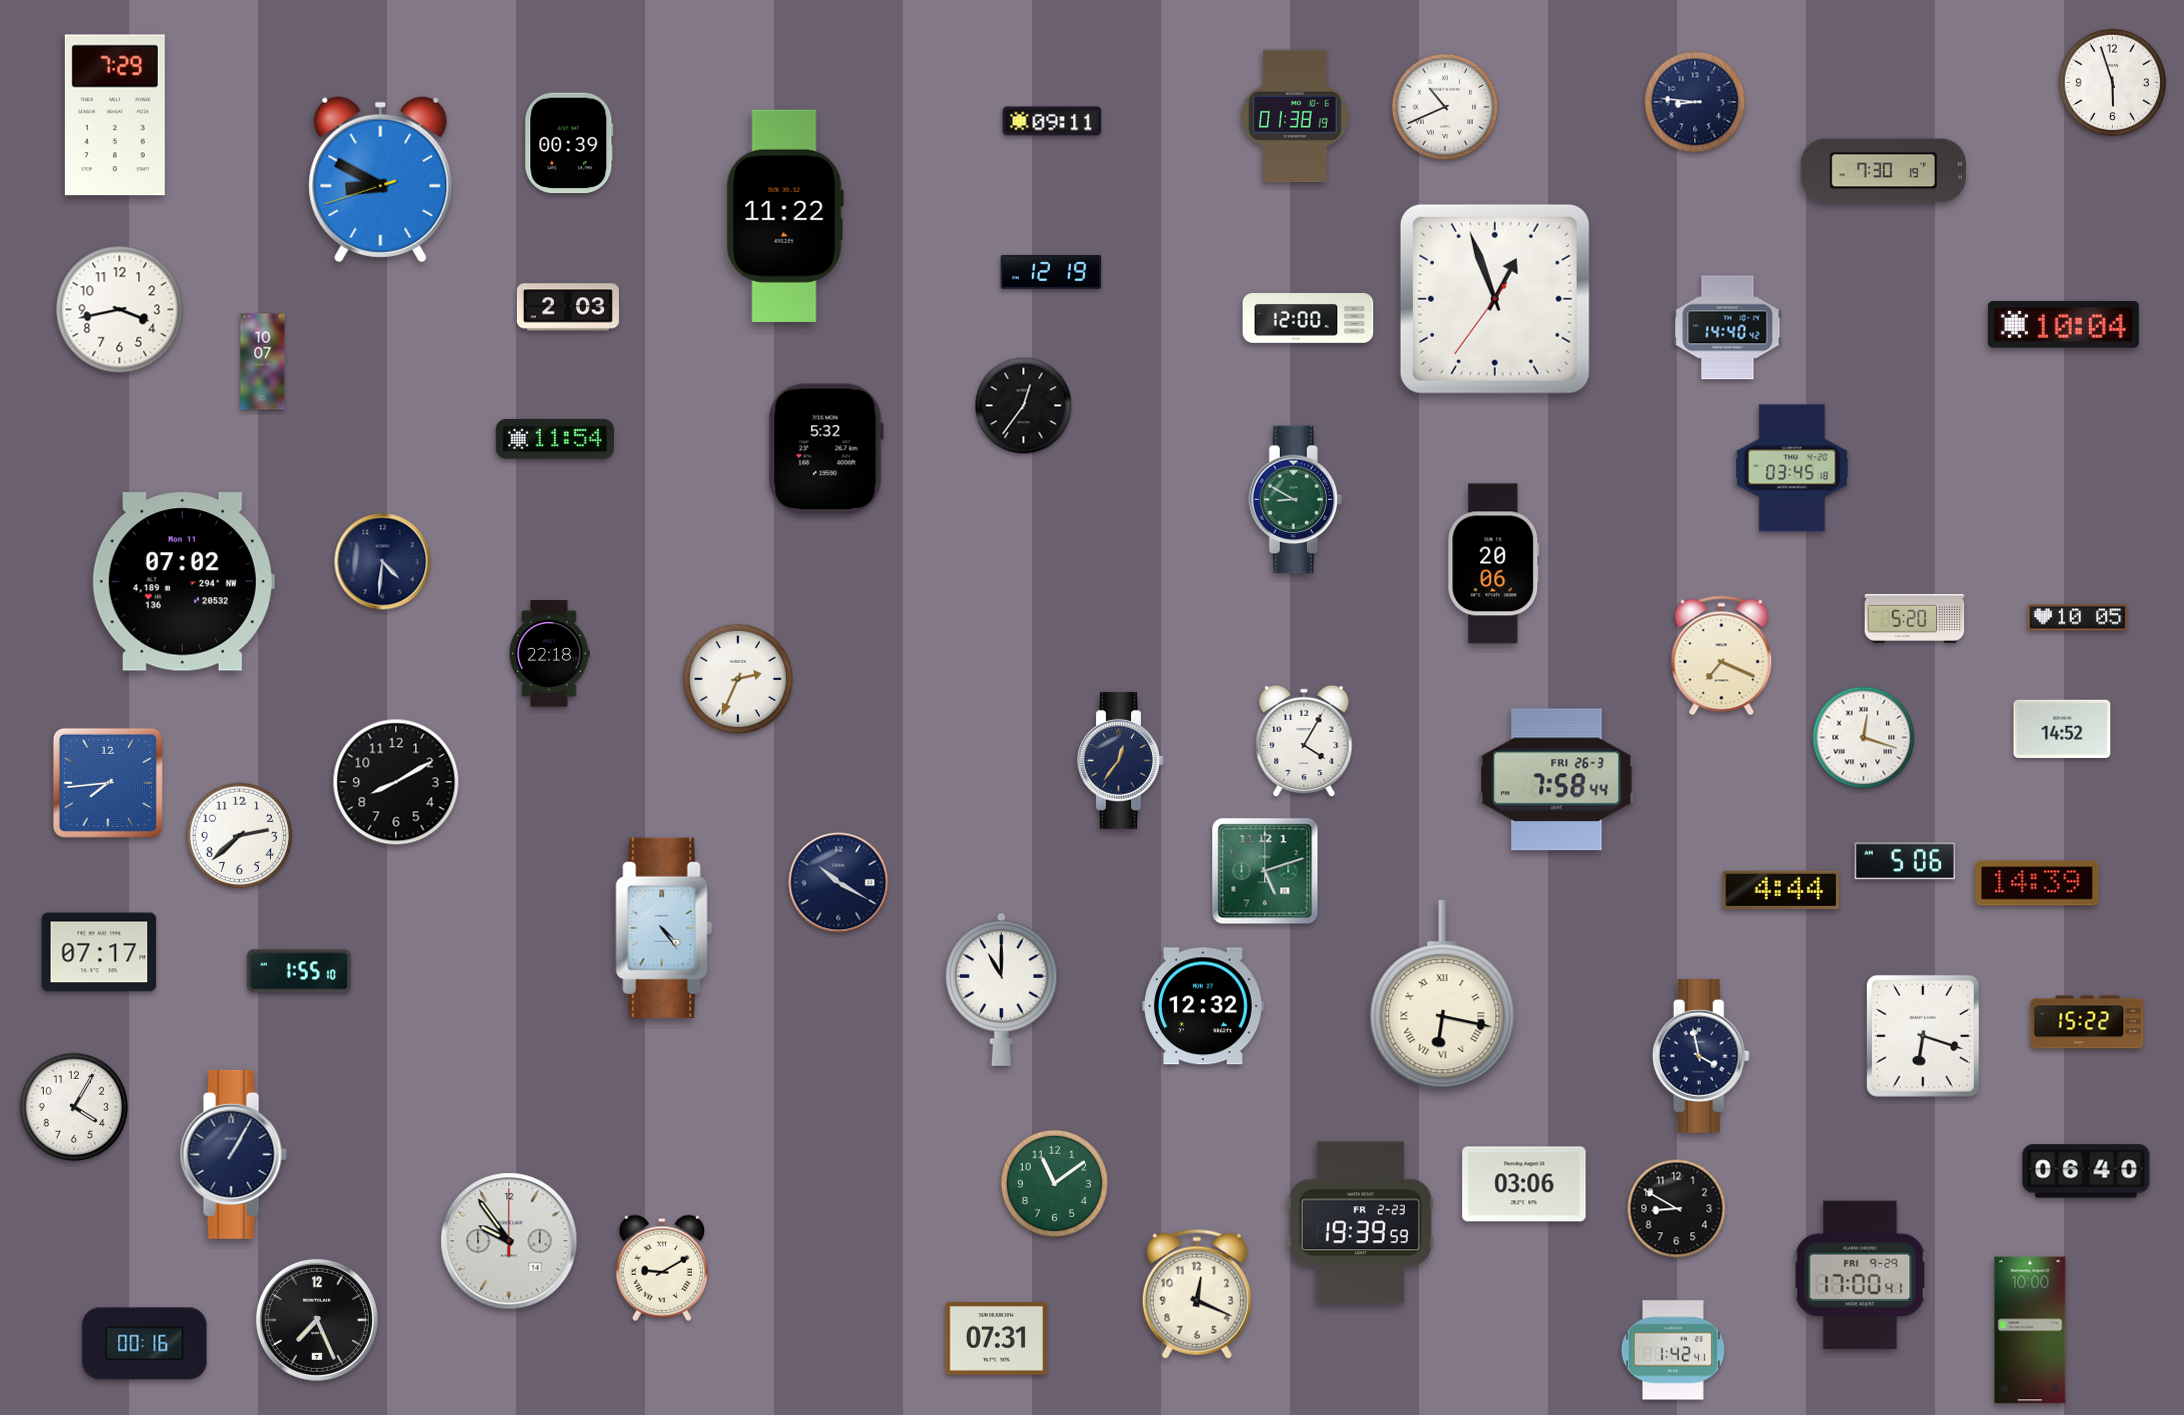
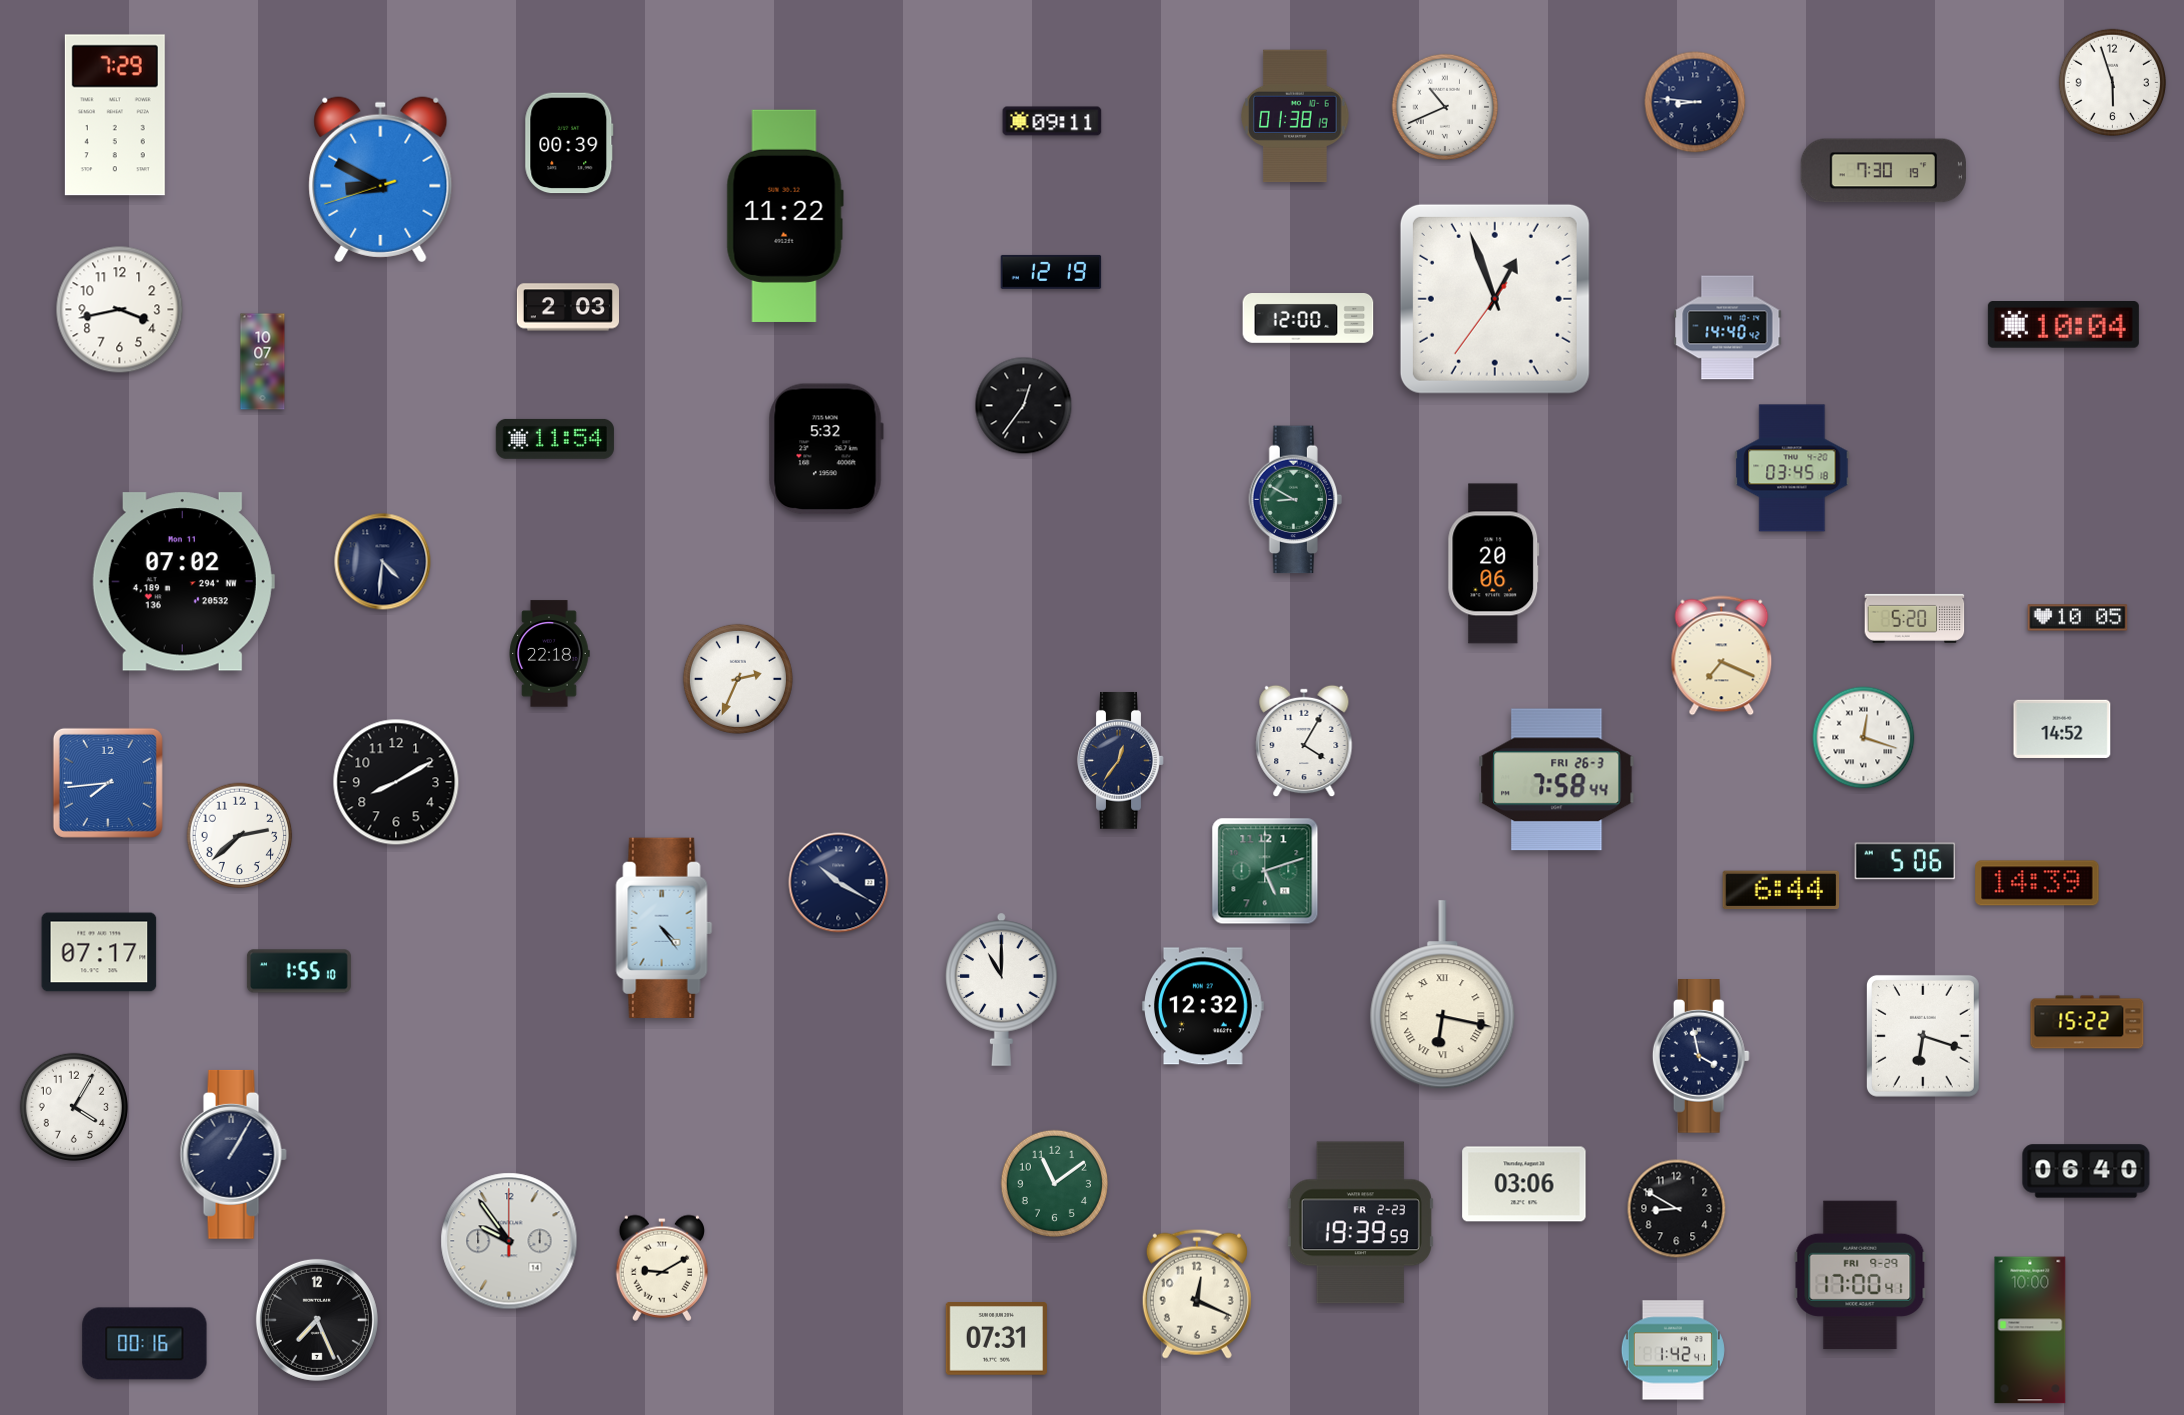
clock at (1781, 890): 4:44 -> 6:44
